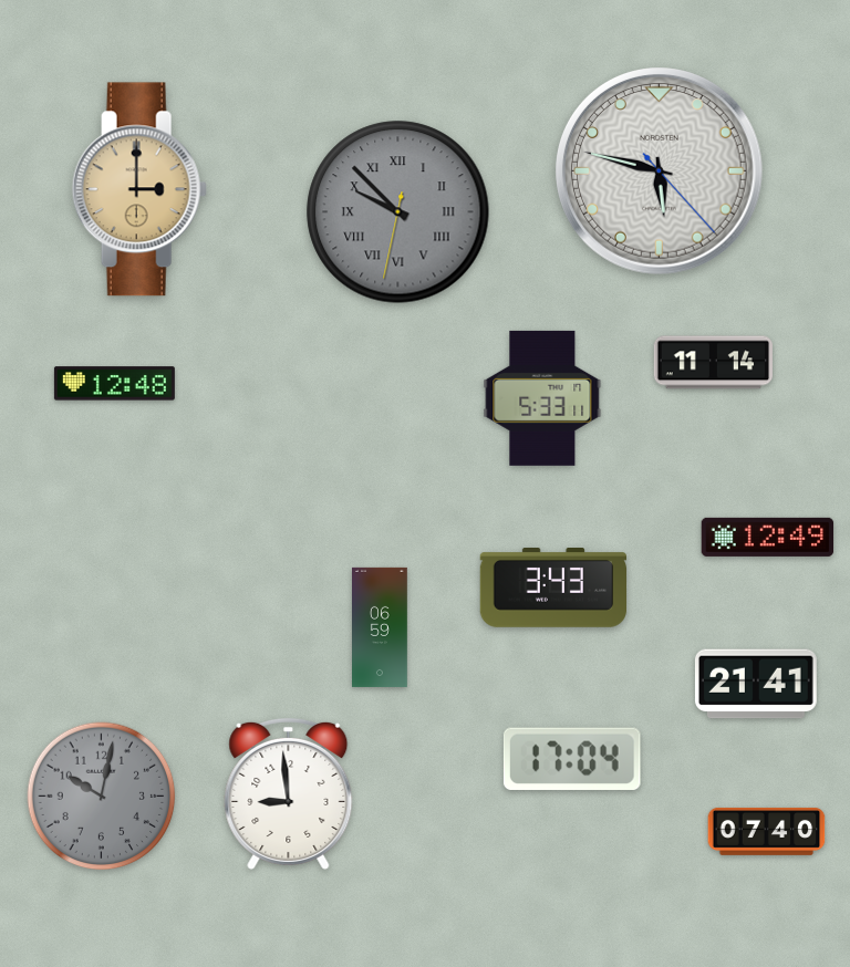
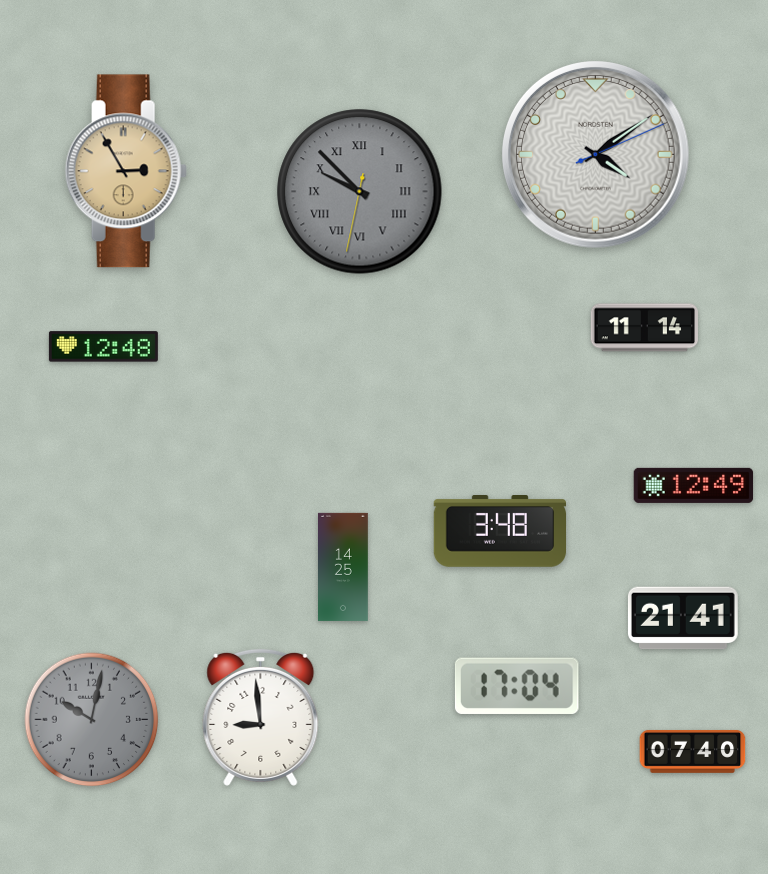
clock at (660, 171): 5:47 -> 4:09
clock at (139, 189): 3:00 -> 2:55
clock at (542, 398): 5:33 -> none
clock at (553, 589): 3:43 -> 3:48
clock at (380, 627): 06:59 -> 14:25
